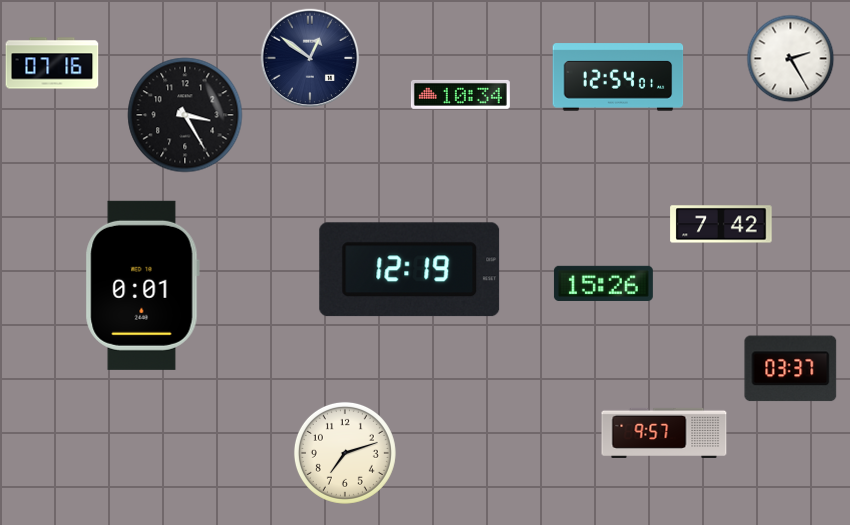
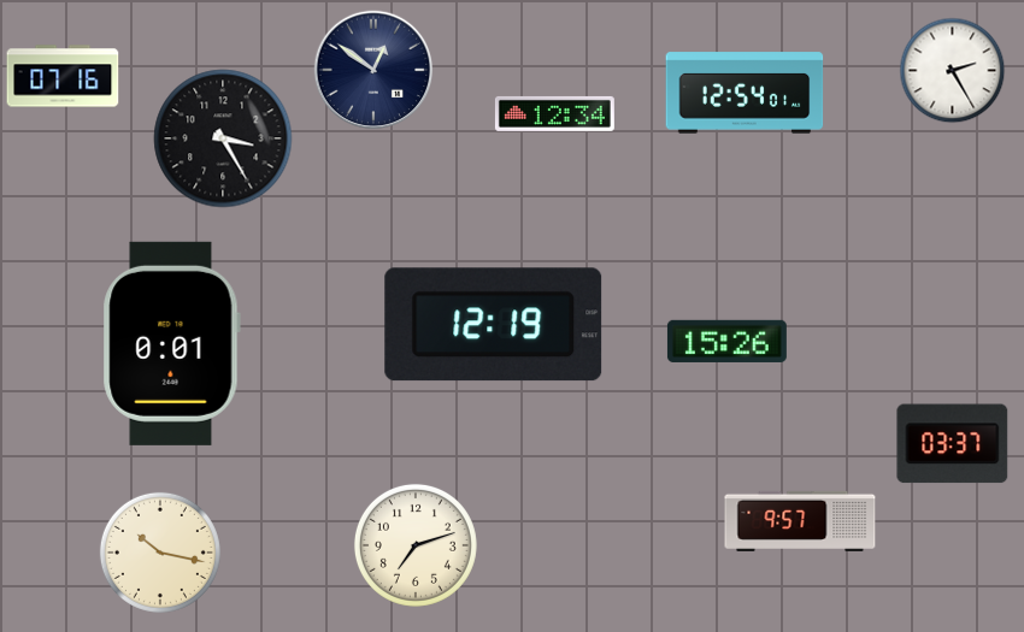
clock at (460, 94): 10:34 -> 12:34
clock at (721, 224): 7:42 -> none
clock at (160, 553): none -> 10:17
